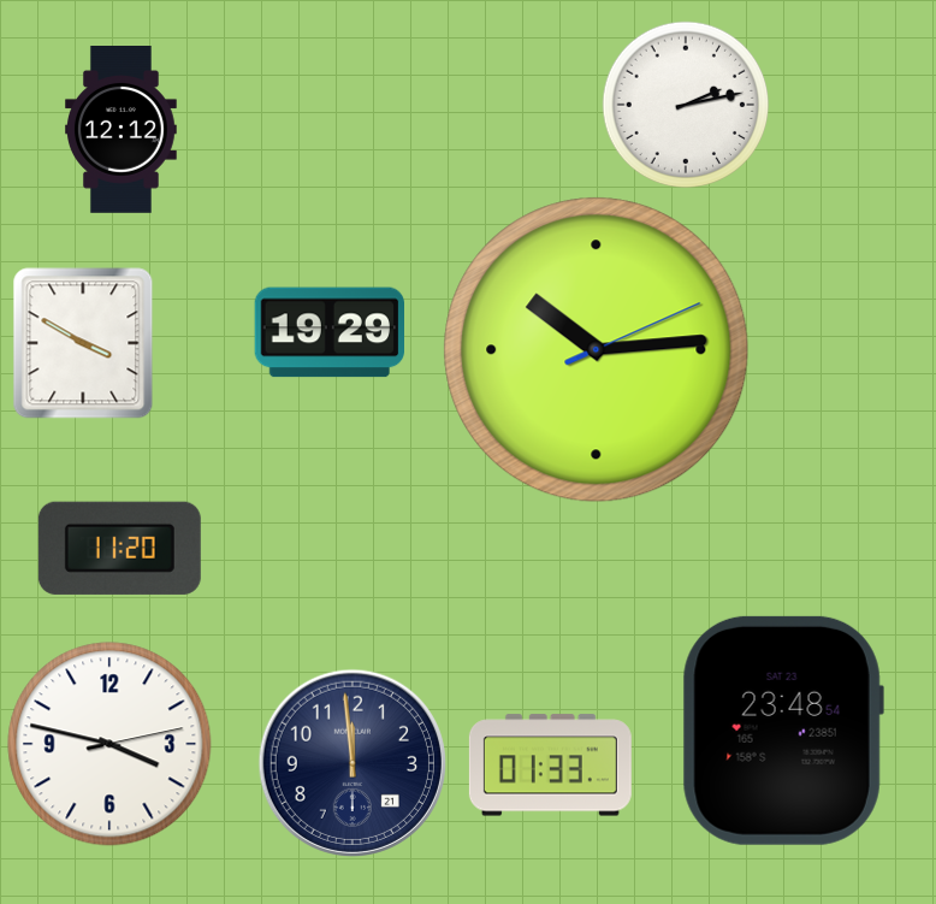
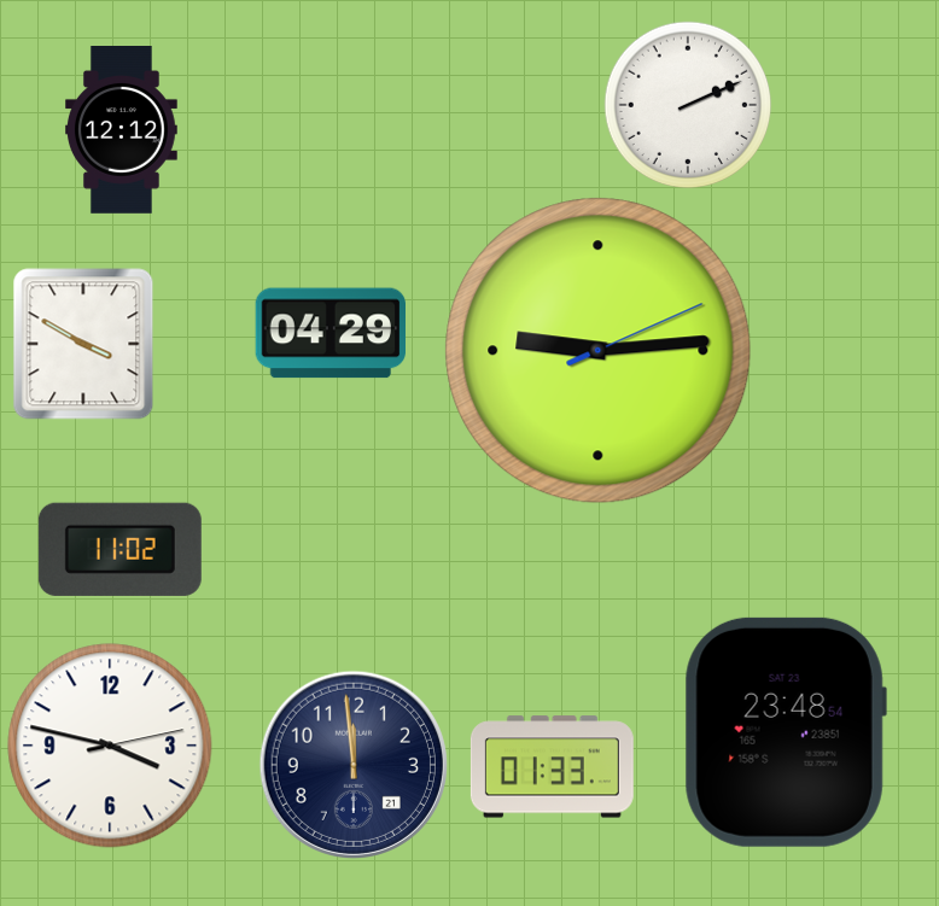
clock at (686, 105): 2:13 -> 2:11
clock at (328, 332): 19:29 -> 04:29
clock at (597, 350): 10:14 -> 9:14
clock at (119, 548): 11:20 -> 11:02
